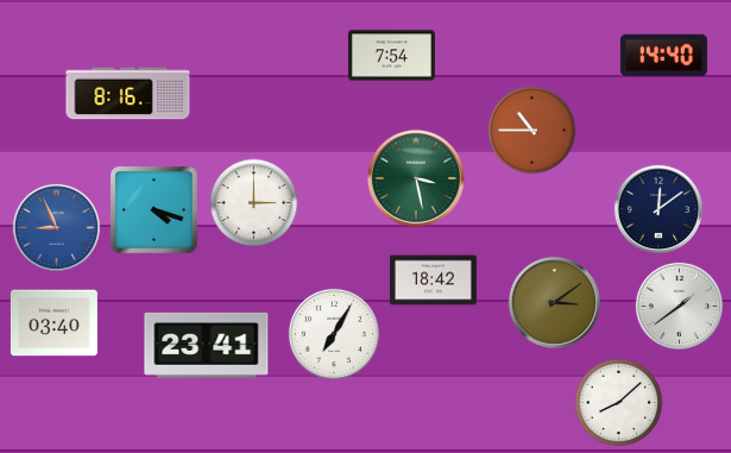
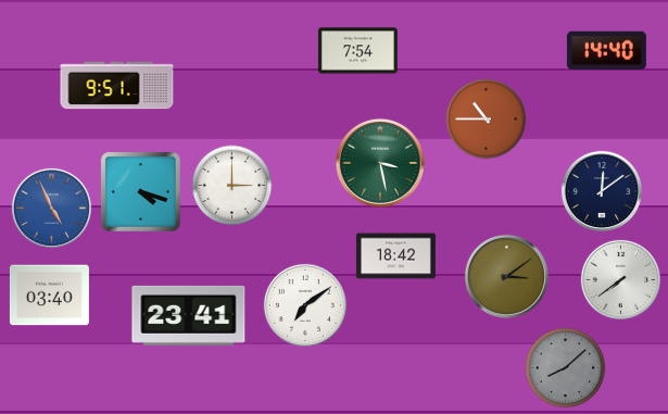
clock at (128, 94): 8:16 -> 9:51
clock at (56, 227): 8:56 -> 4:56
clock at (679, 306): 1:39 -> 7:39
clock at (334, 334): 7:05 -> 7:09
clock at (619, 403) dial: white -> grey
